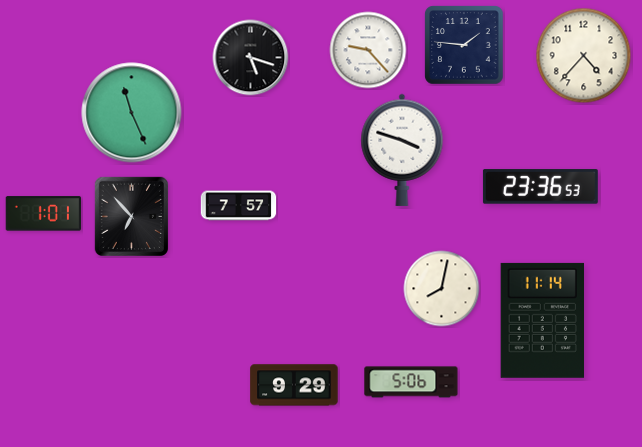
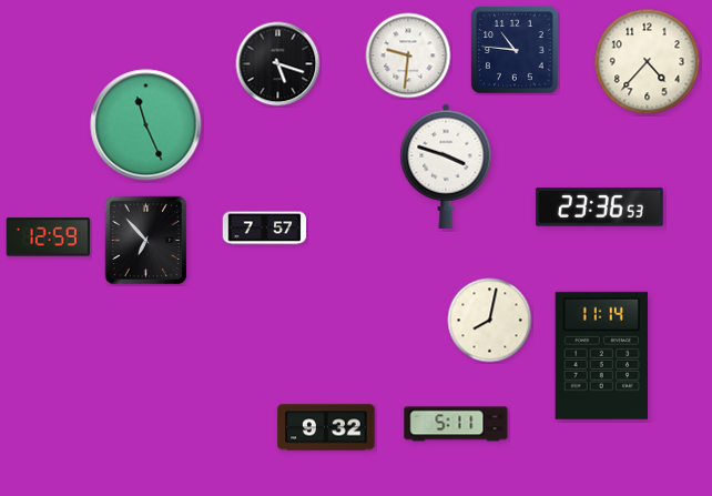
clock at (464, 45): 1:46 -> 10:46
clock at (368, 50): 9:23 -> 9:31
clock at (44, 214): 1:01 -> 12:59
clock at (411, 382): 5:06 -> 5:11
clock at (294, 385): 9:29 -> 9:32
